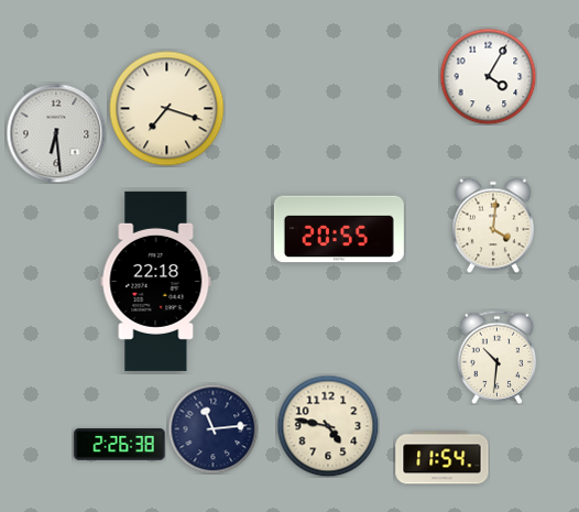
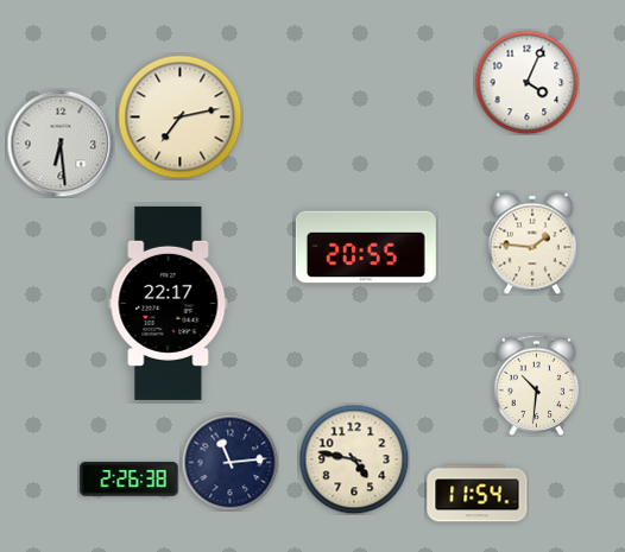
clock at (488, 76): 4:05 -> 4:04
clock at (167, 109): 7:18 -> 7:13
clock at (493, 226): 4:01 -> 1:46
clock at (156, 281): 22:18 -> 22:17
